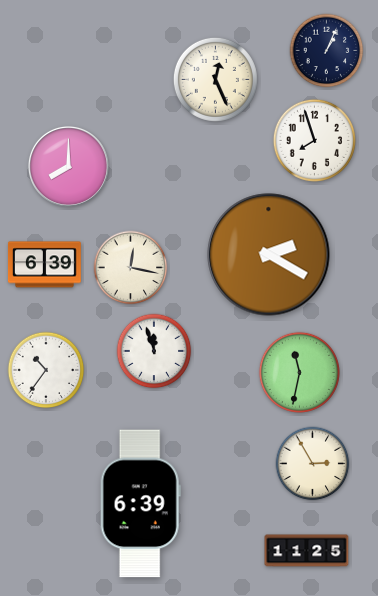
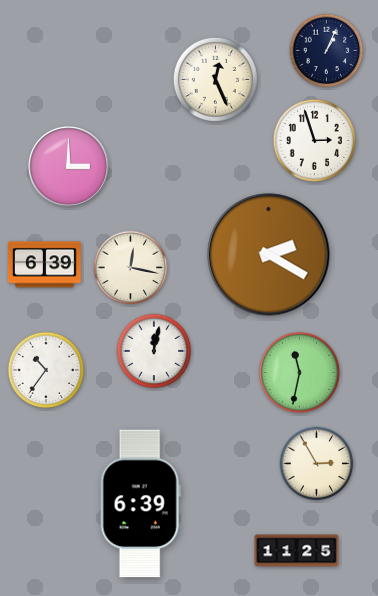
clock at (314, 140): 7:57 -> 2:57
clock at (68, 166): 8:00 -> 3:00
clock at (154, 351): 11:57 -> 12:02
clock at (313, 464) position: (313, 464) -> (317, 464)
clock at (307, 551) position: (307, 551) -> (297, 551)
